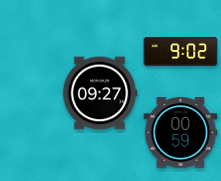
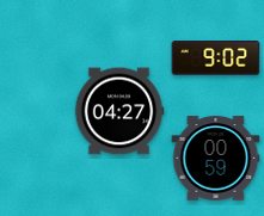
clock at (181, 52) position: (181, 52) -> (216, 58)
clock at (100, 93): 09:27 -> 04:27
